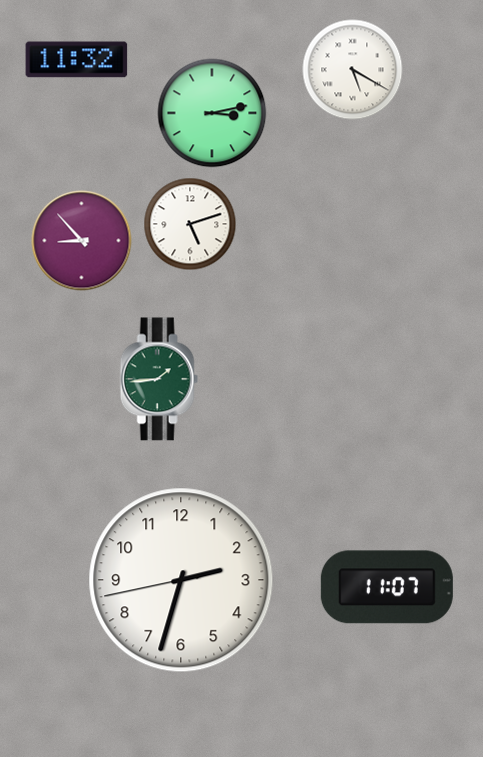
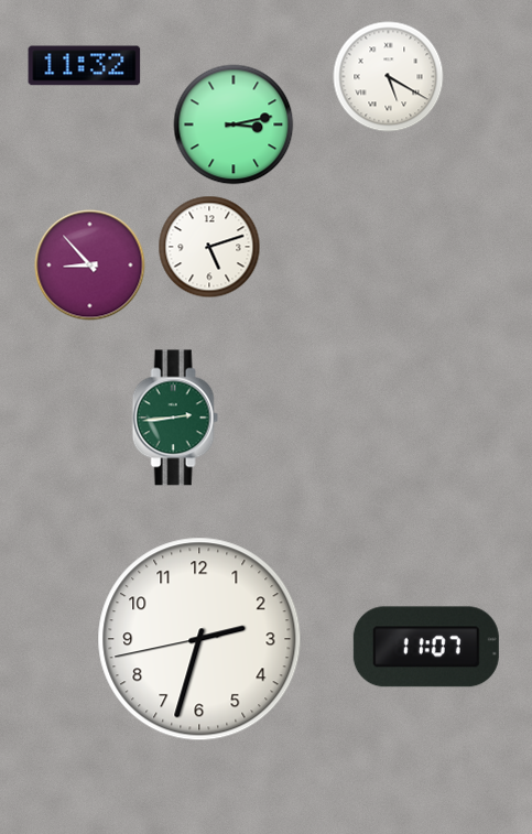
clock at (159, 379): 1:44 -> 2:44
